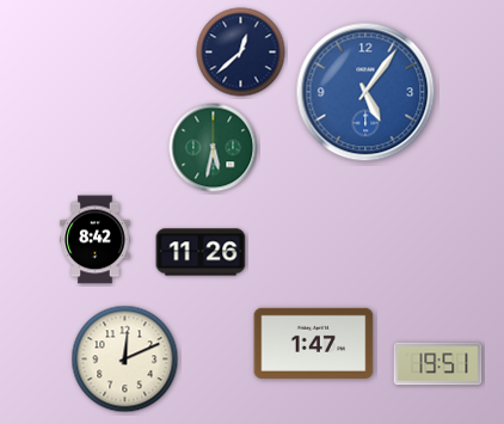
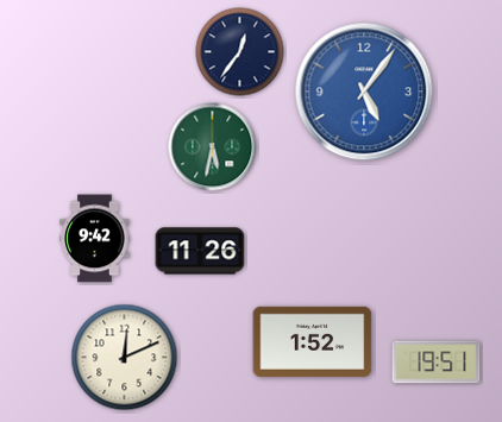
clock at (241, 53): 12:38 -> 12:36
clock at (96, 240): 8:42 -> 9:42
clock at (314, 343): 1:47 -> 1:52
